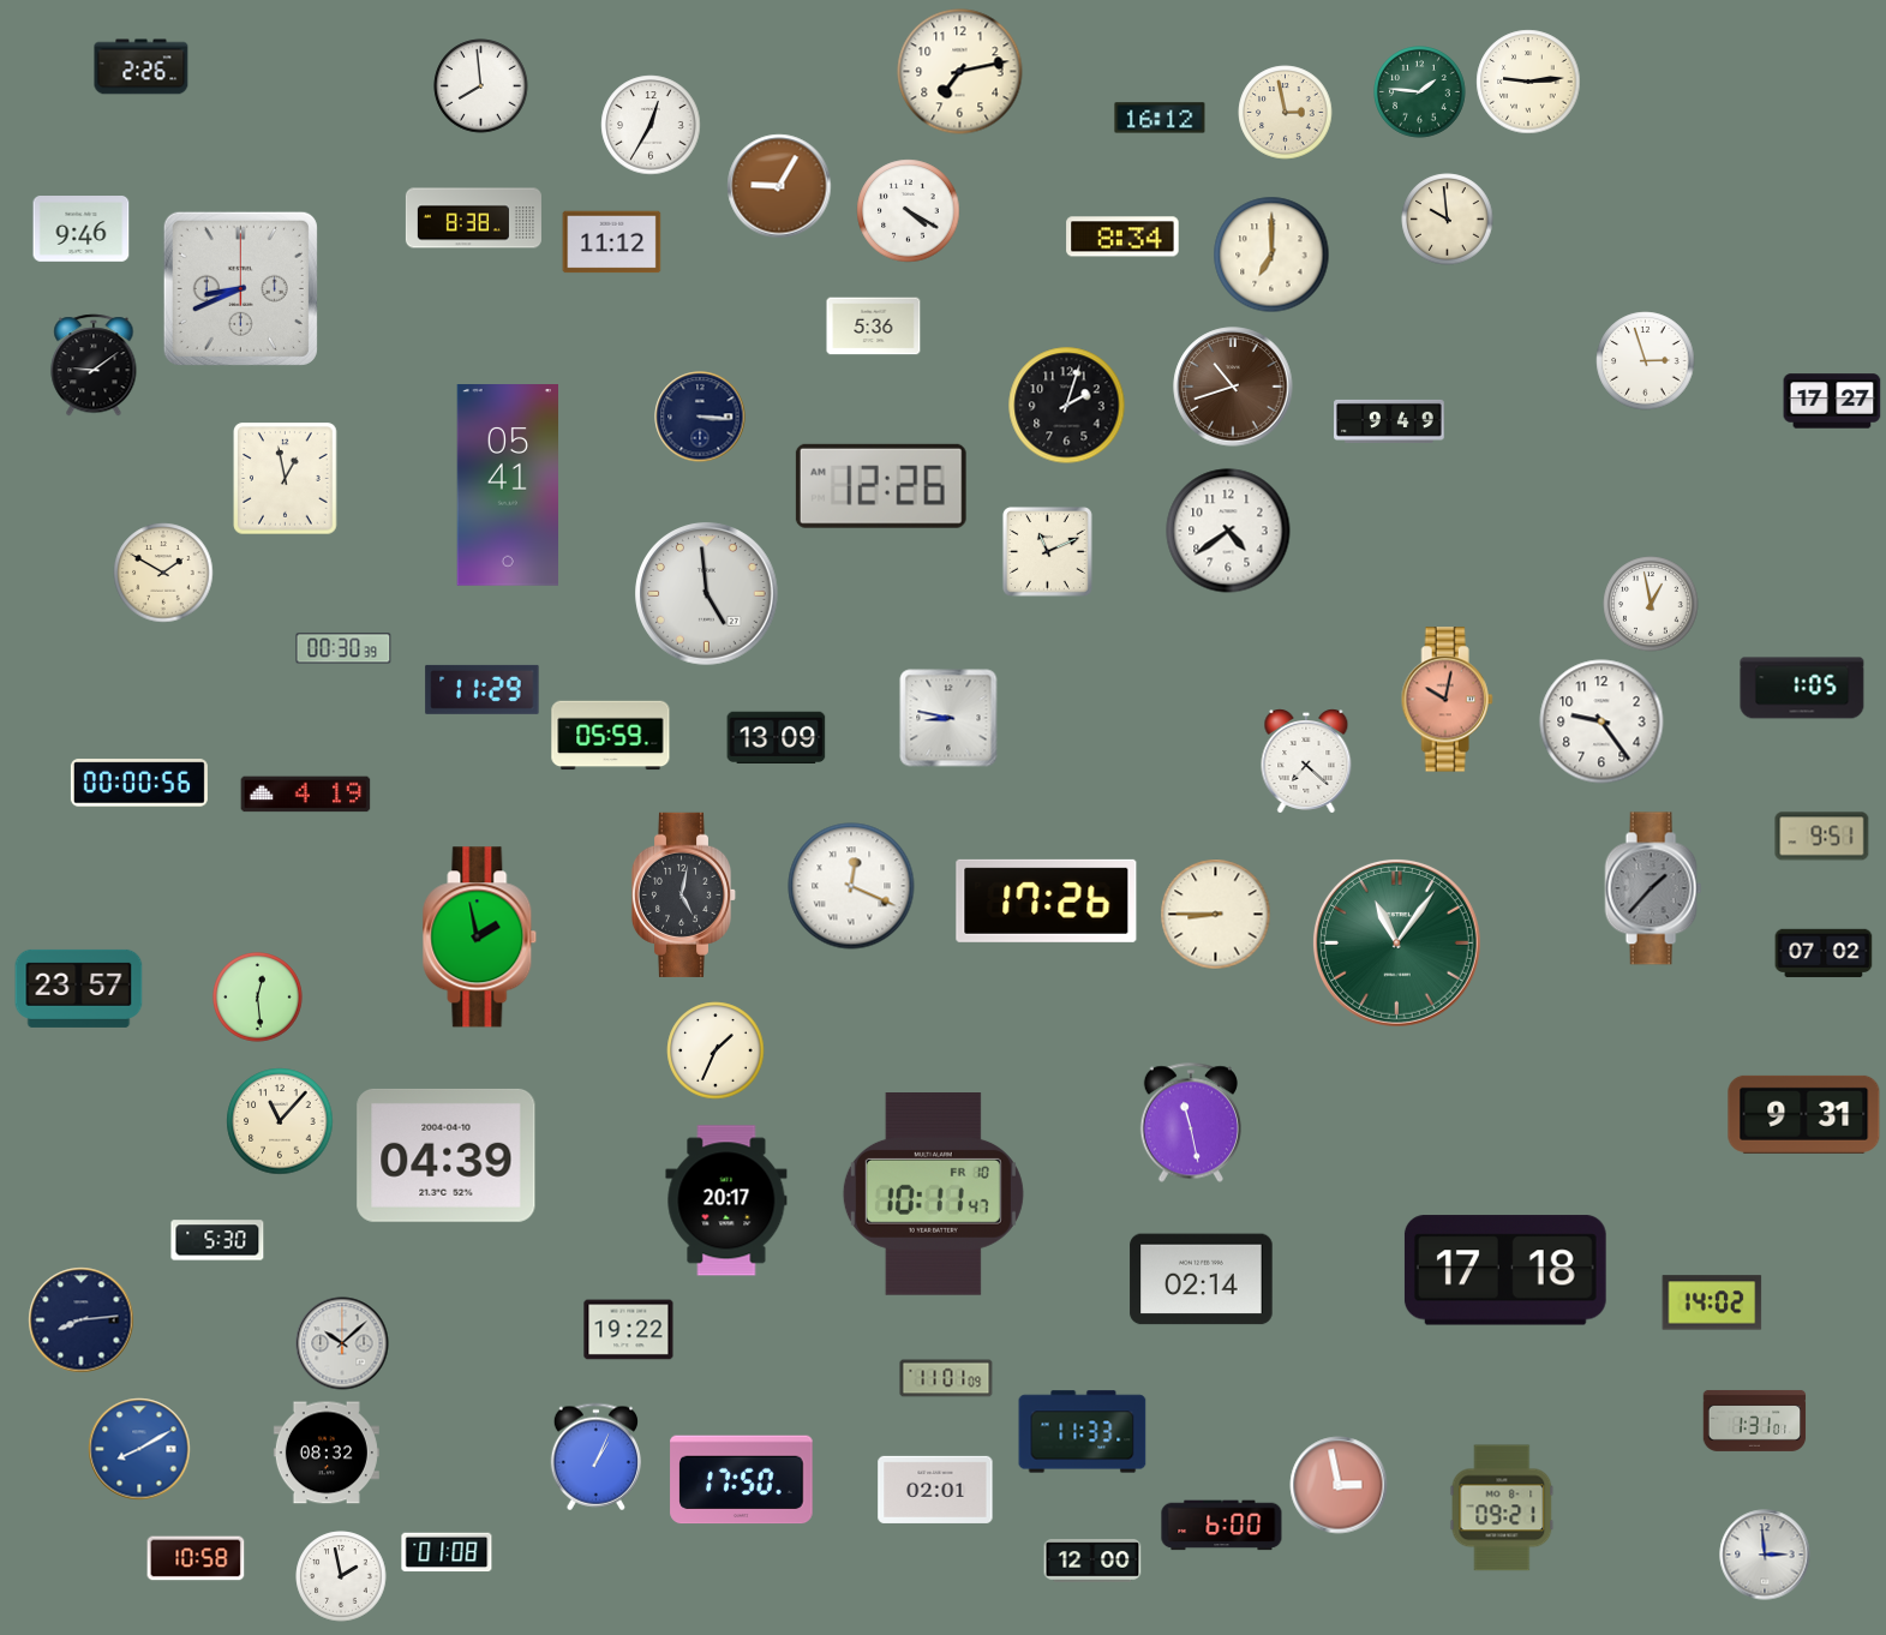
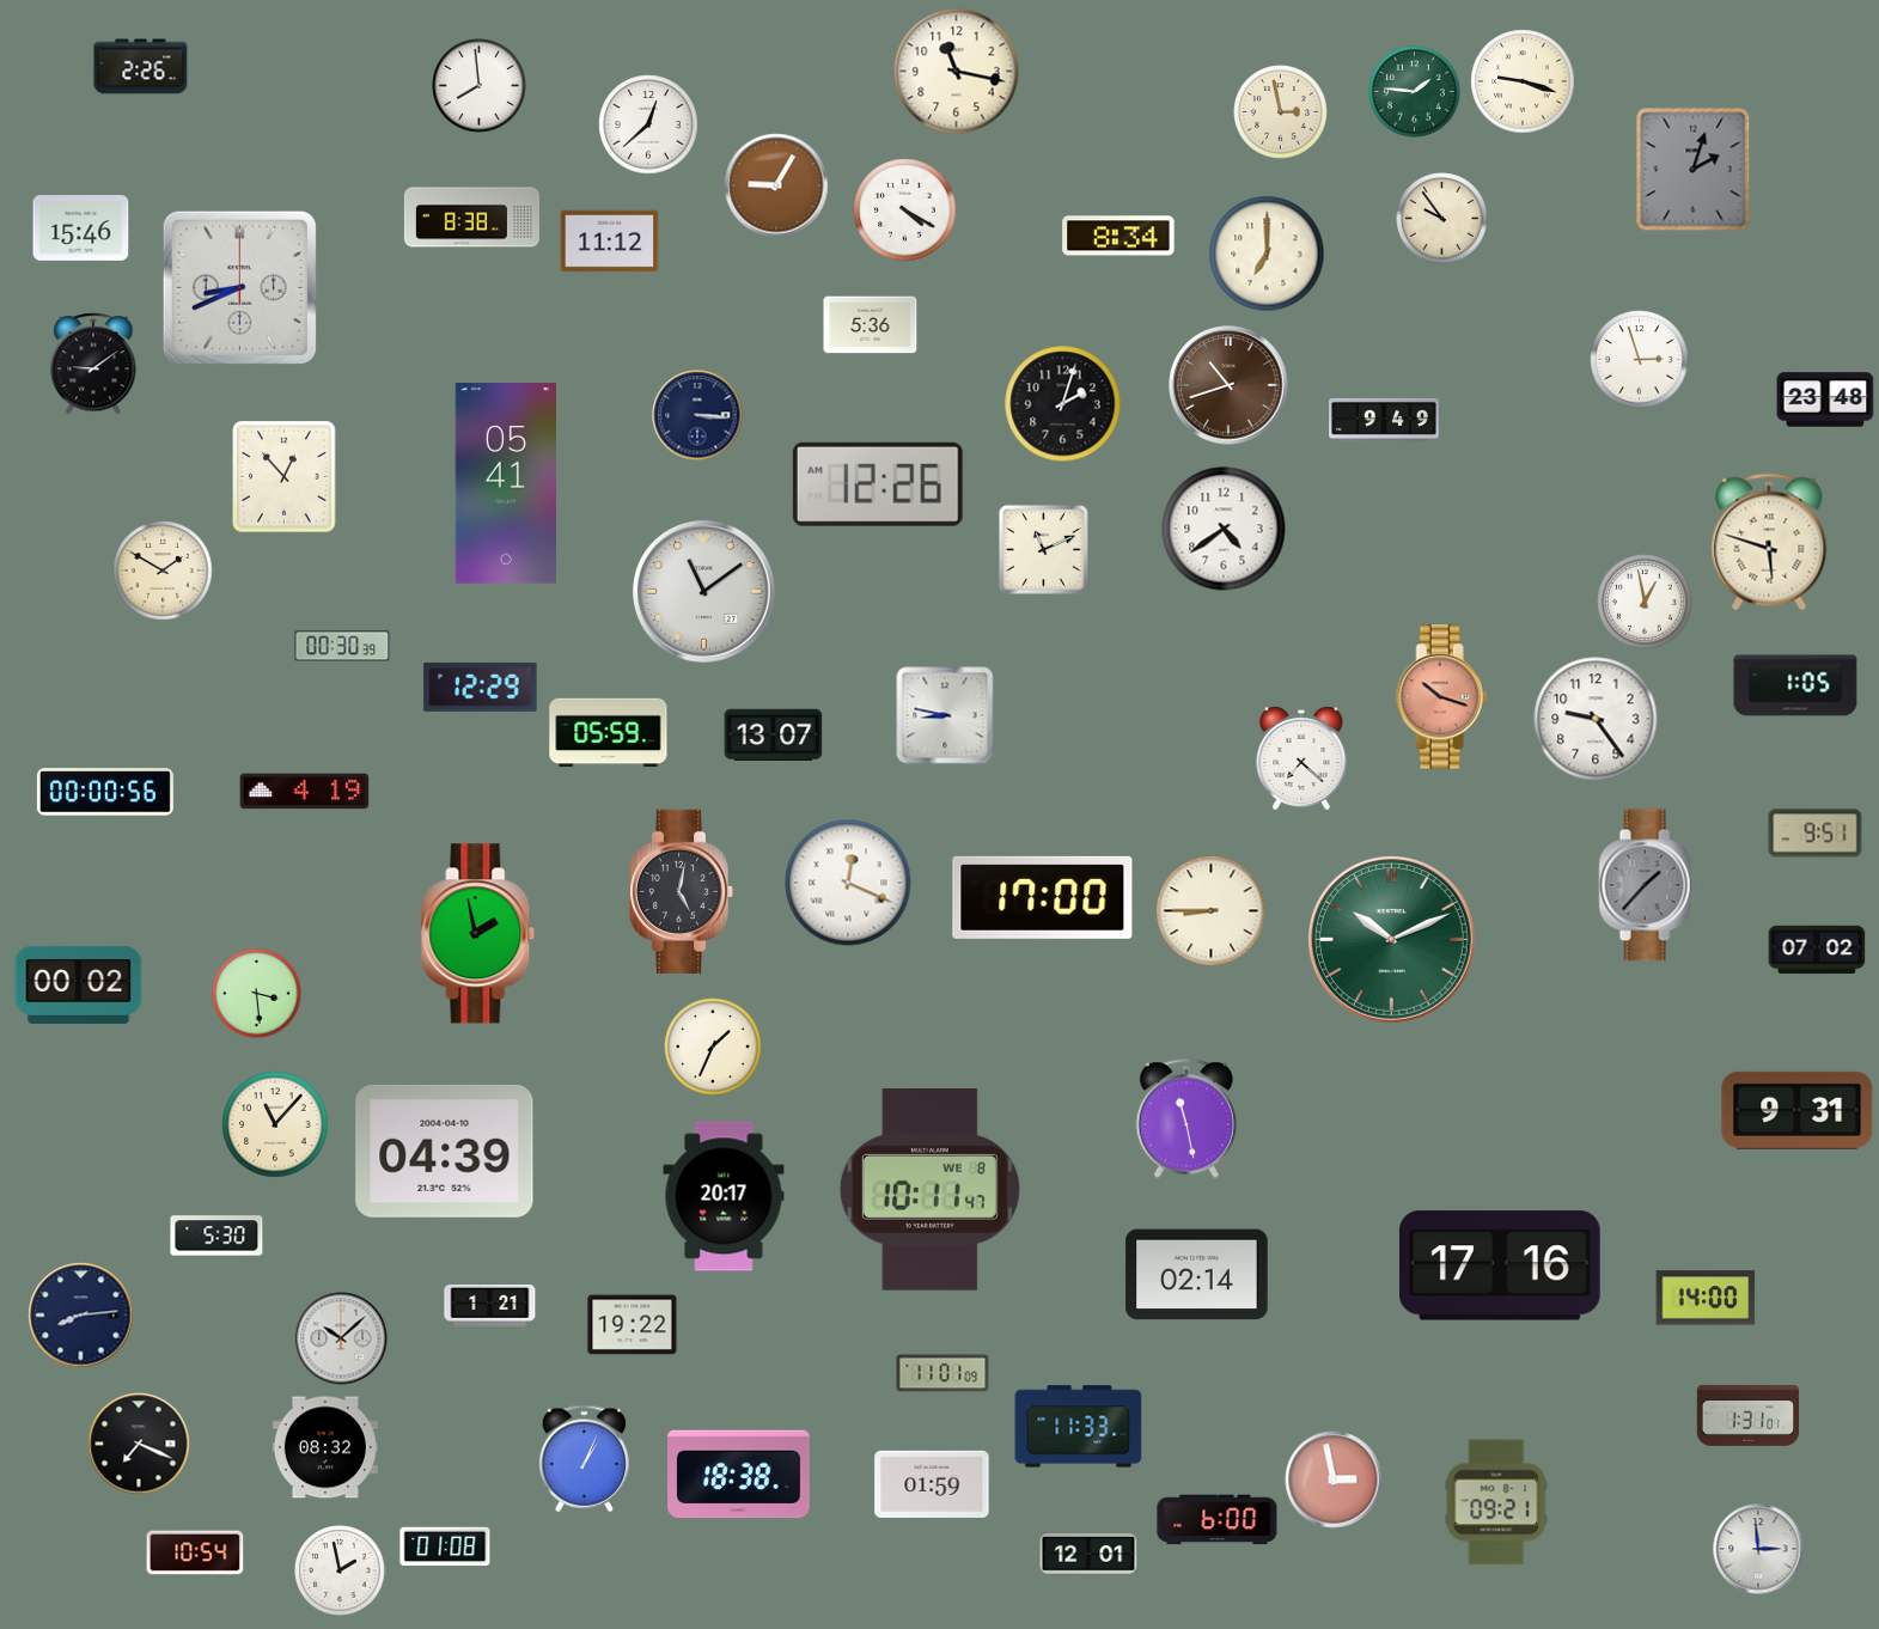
clock at (960, 72): 7:13 -> 11:17
clock at (1528, 82): 9:14 -> 9:18
clock at (1160, 118): 16:12 -> none
clock at (651, 125): 12:35 -> 12:38
clock at (1694, 170): none -> 2:03
clock at (1448, 220): 9:59 -> 9:54
clock at (82, 229): 9:46 -> 15:46
clock at (1832, 401): 17:27 -> 23:48
clock at (286, 479): 12:58 -> 12:53
clock at (1769, 542): none -> 5:48
clock at (707, 594): 4:59 -> 11:09
clock at (483, 689): 11:29 -> 12:29
clock at (1447, 700): 10:02 -> 10:18
clock at (777, 738): 13:09 -> 13:07
clock at (139, 783) position: (139, 783) -> (105, 792)
clock at (1047, 900): 17:26 -> 17:00
clock at (1396, 942): 11:06 -> 10:11
clock at (79, 988): 23:57 -> 00:02
clock at (258, 998): 12:29 -> 3:29
clock at (280, 1121) position: (280, 1121) -> (275, 1124)
clock at (933, 1194) date: FR 10 -> WE 8
clock at (1505, 1270): 17:18 -> 17:16
clock at (1712, 1302): 14:02 -> 14:00
clock at (490, 1305): none -> 1:21
clock at (629, 1330) position: (629, 1330) -> (633, 1325)
clock at (139, 1449): 8:10 -> 7:19
clock at (139, 1449) dial: blue -> black
clock at (595, 1457) position: (595, 1457) -> (584, 1459)
clock at (742, 1480): 17:50 -> 18:38
clock at (935, 1490): 02:01 -> 01:59
clock at (196, 1558): 10:58 -> 10:54
clock at (1092, 1561): 12:00 -> 12:01
